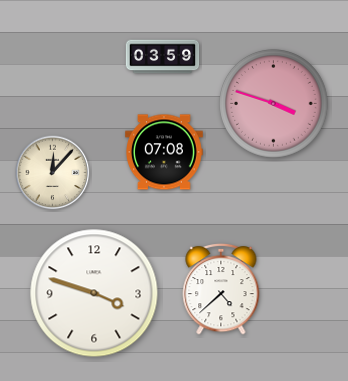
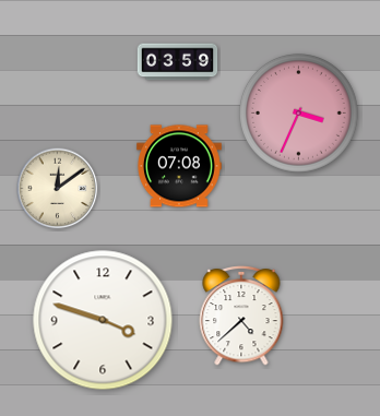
clock at (274, 104): 3:48 -> 3:34
clock at (53, 173): 12:07 -> 12:09
